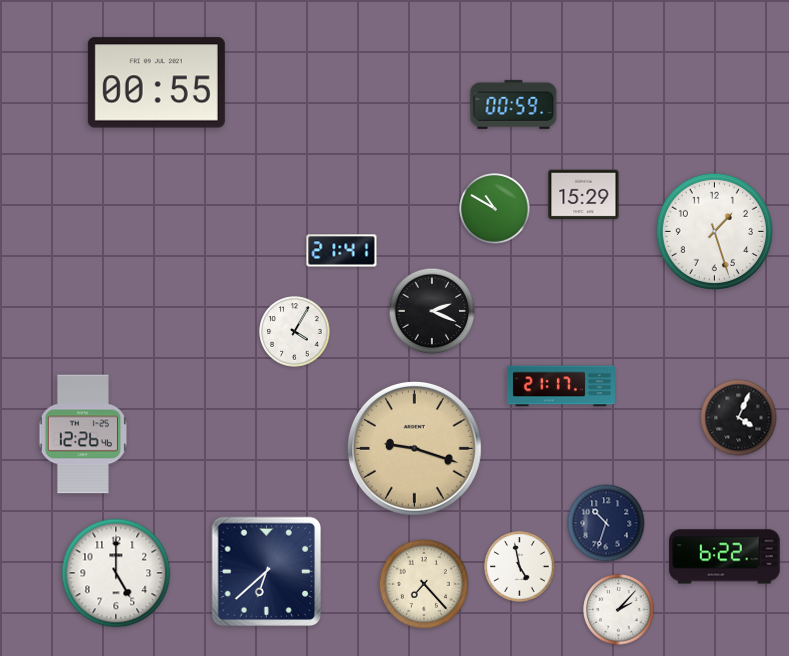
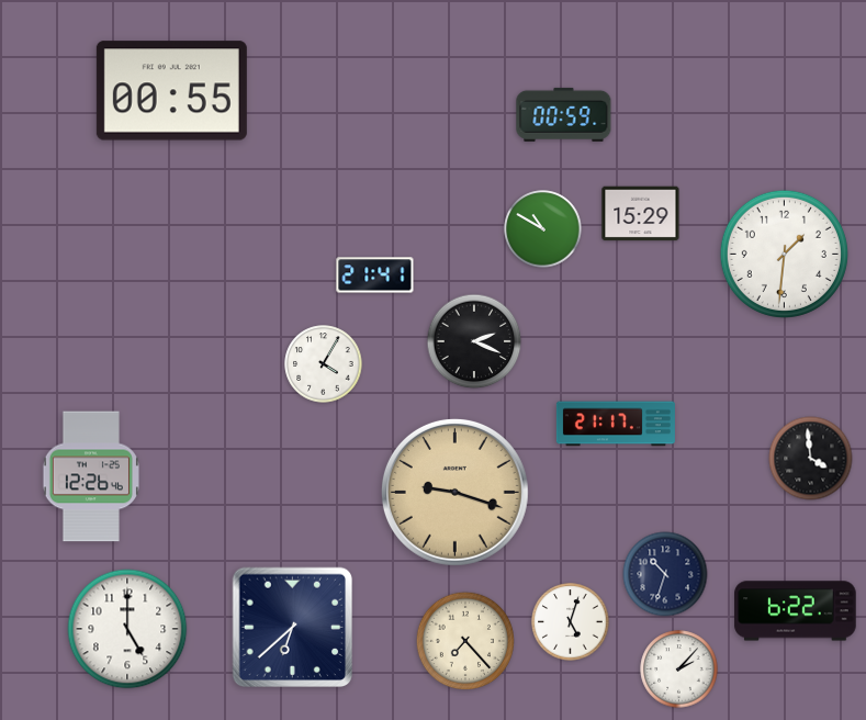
clock at (714, 231): 1:27 -> 1:31
clock at (739, 418): 4:04 -> 3:59
clock at (520, 567): 4:58 -> 5:03
